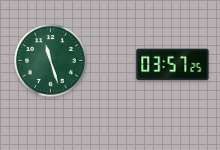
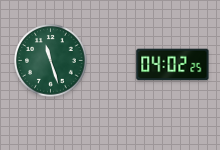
clock at (173, 65): 03:57 -> 04:02
